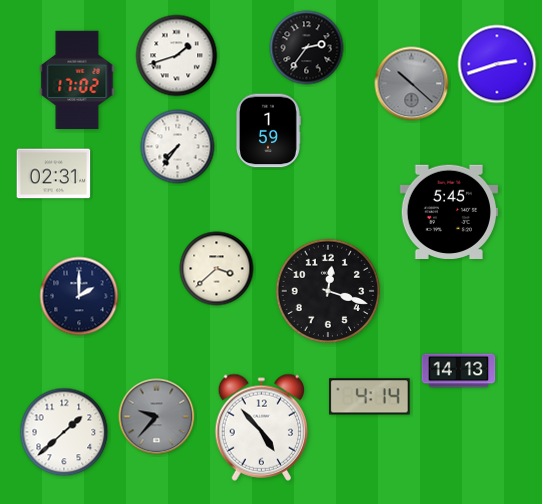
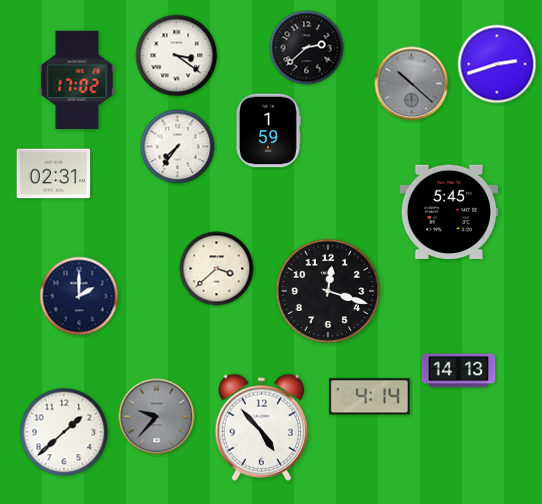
clock at (307, 48): 2:36 -> 2:38
clock at (177, 56): 1:42 -> 3:21
